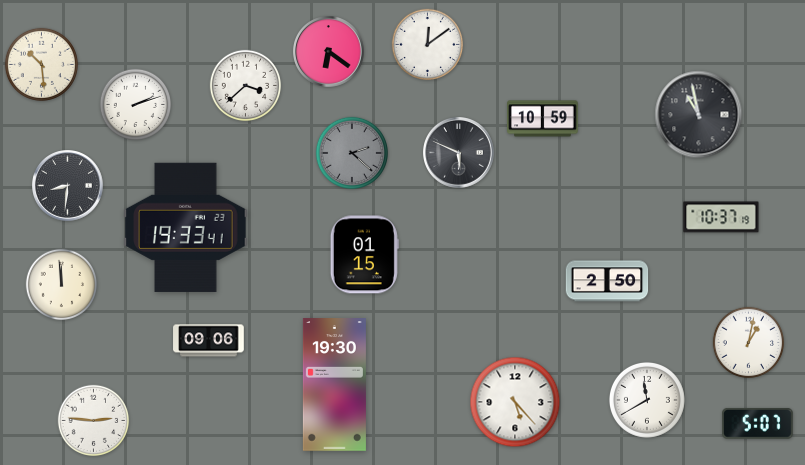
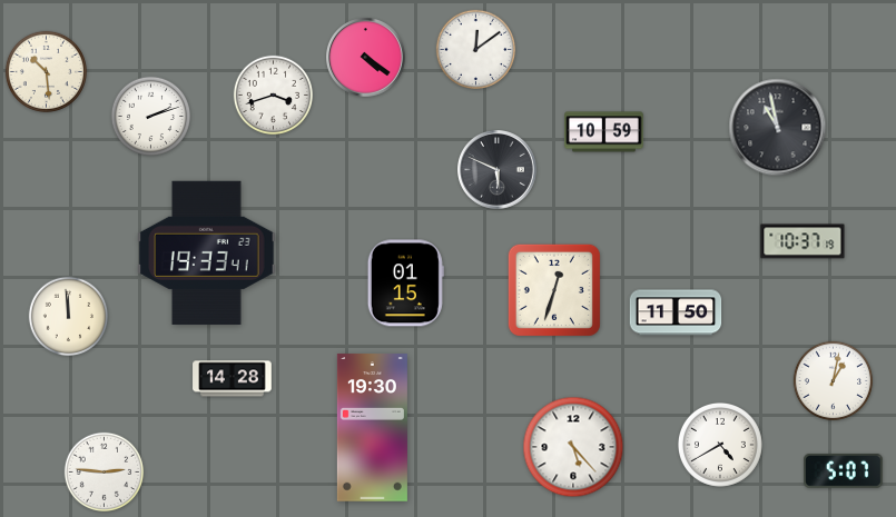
clock at (329, 52): 6:21 -> 4:21
clock at (246, 86): 3:38 -> 3:42
clock at (351, 152): 2:22 -> none
clock at (459, 153) position: (459, 153) -> (498, 170)
clock at (68, 186): 8:31 -> none
clock at (554, 290): none -> 12:33
clock at (607, 281): 2:50 -> 11:50
clock at (209, 341): 09:06 -> 14:28
clock at (647, 400): 11:40 -> 4:40
clock at (94, 421) position: (94, 421) -> (105, 473)
